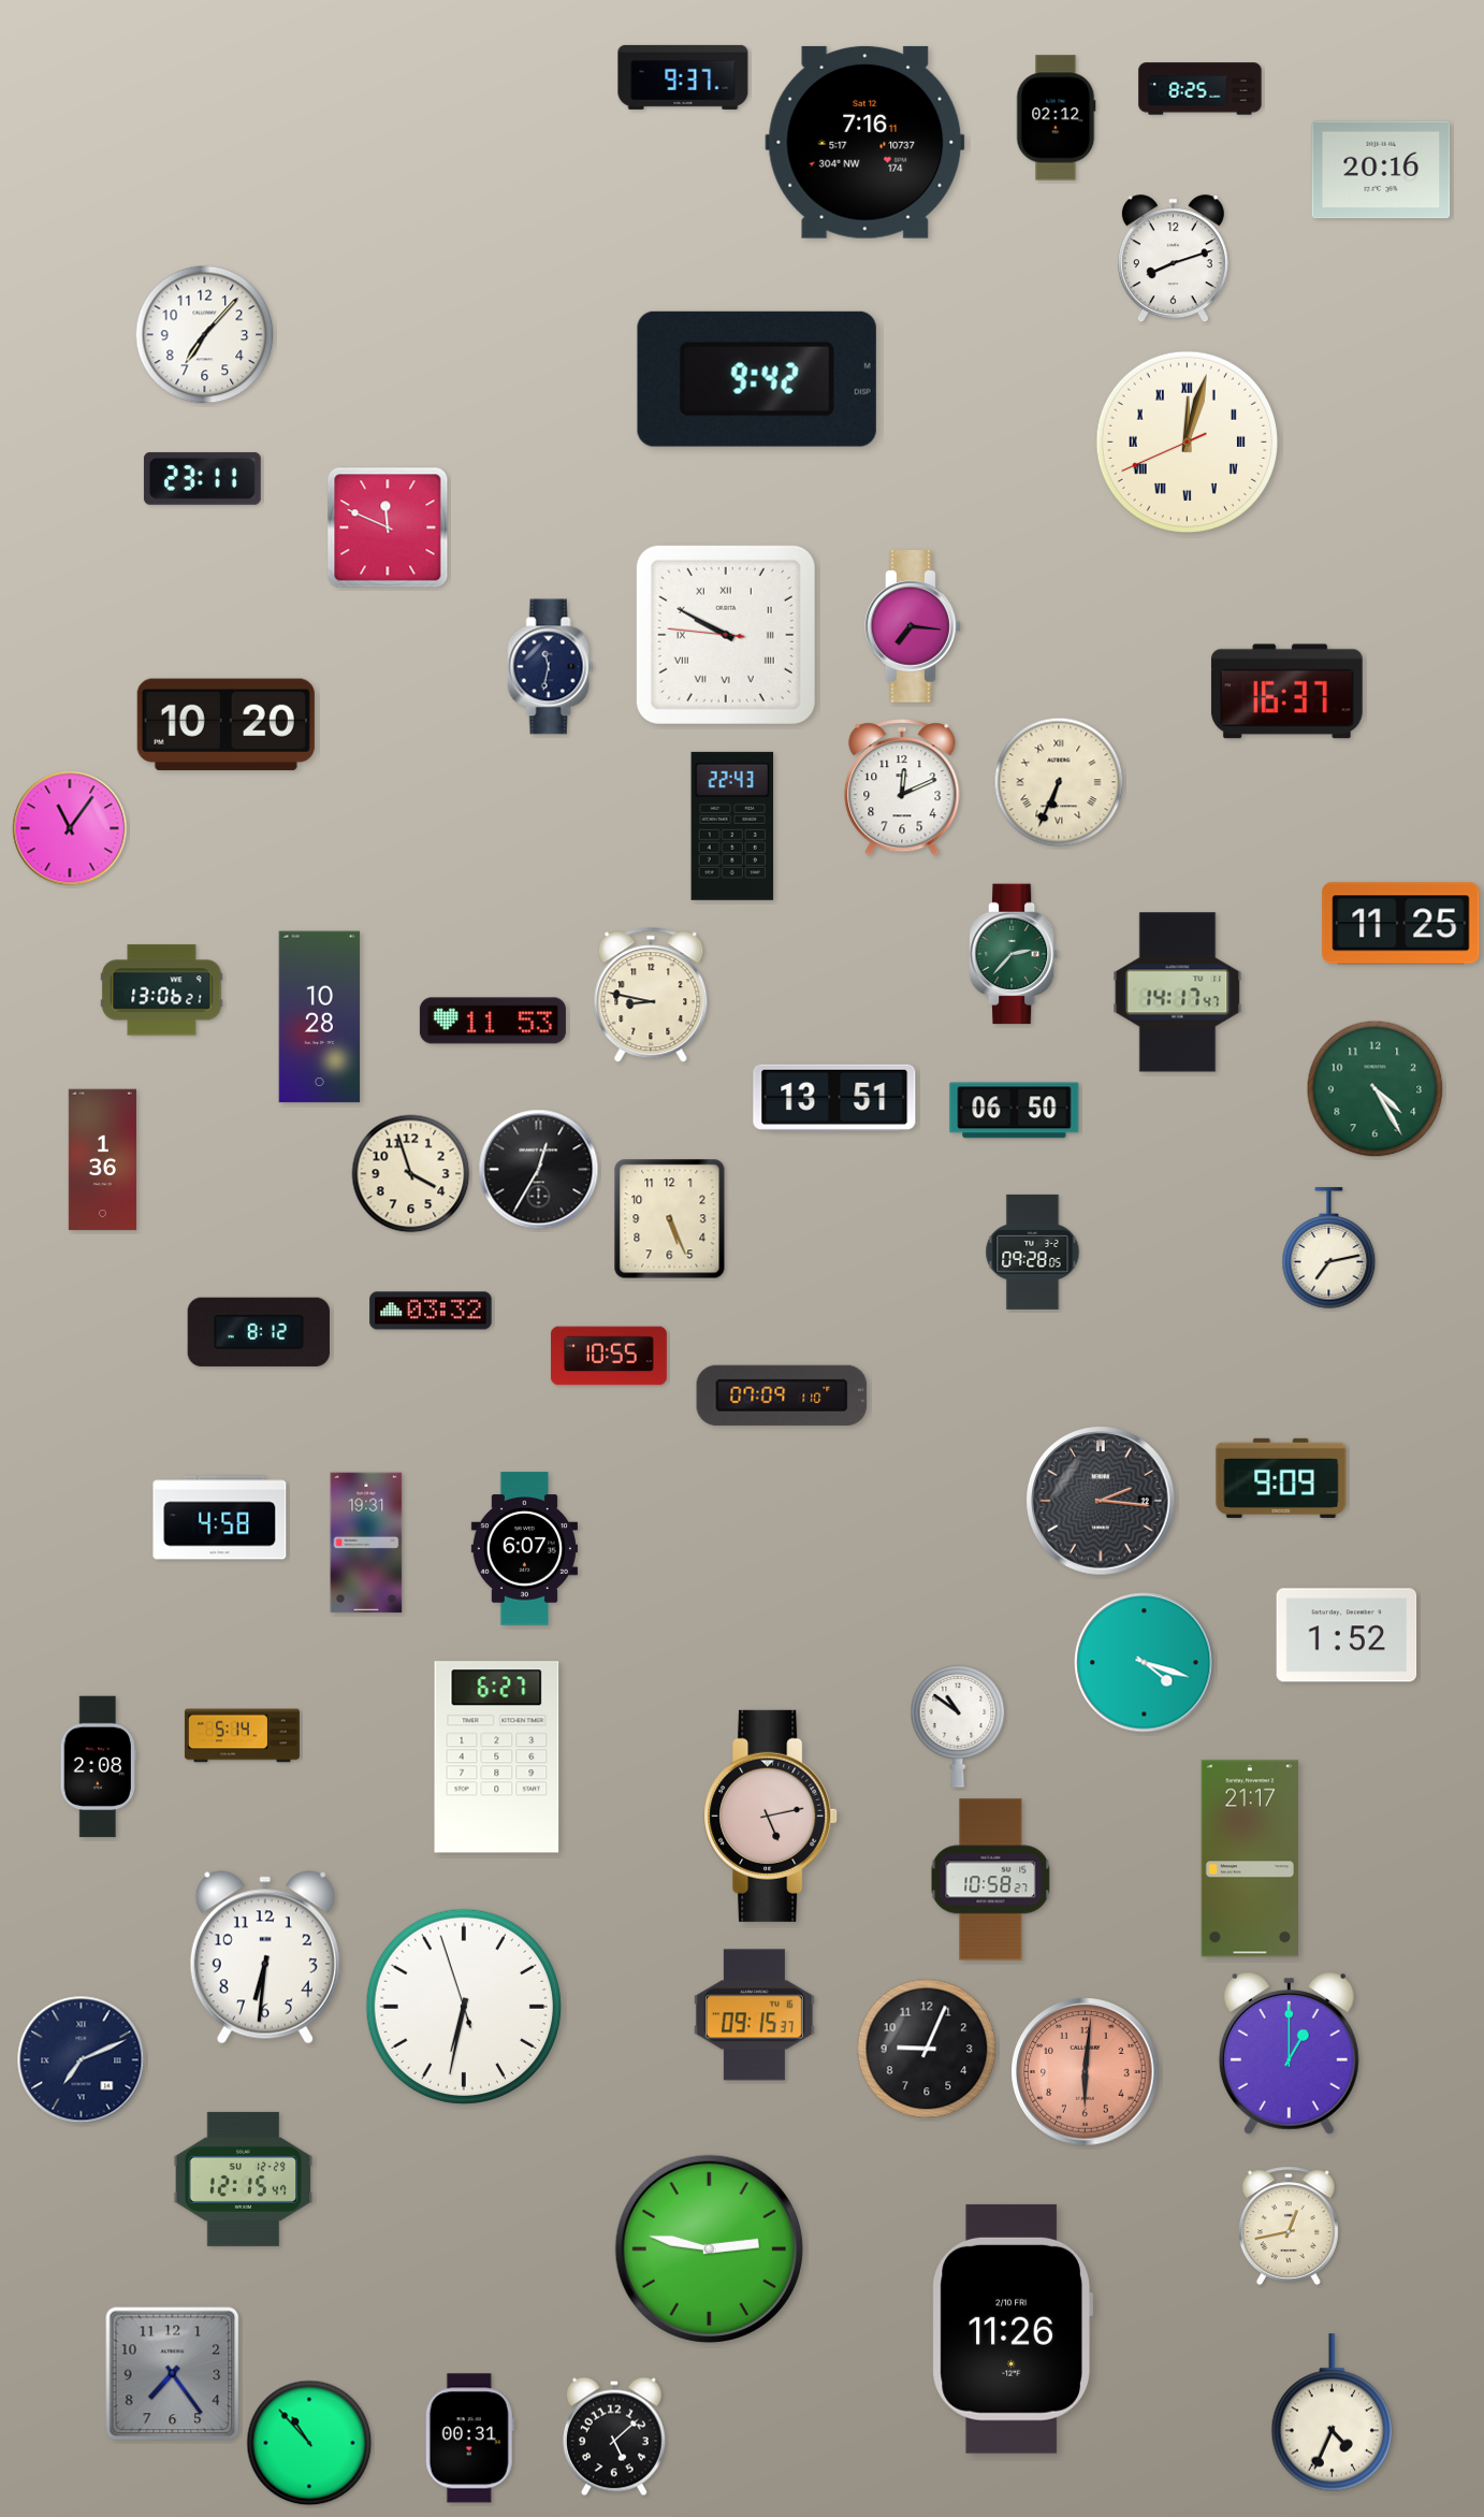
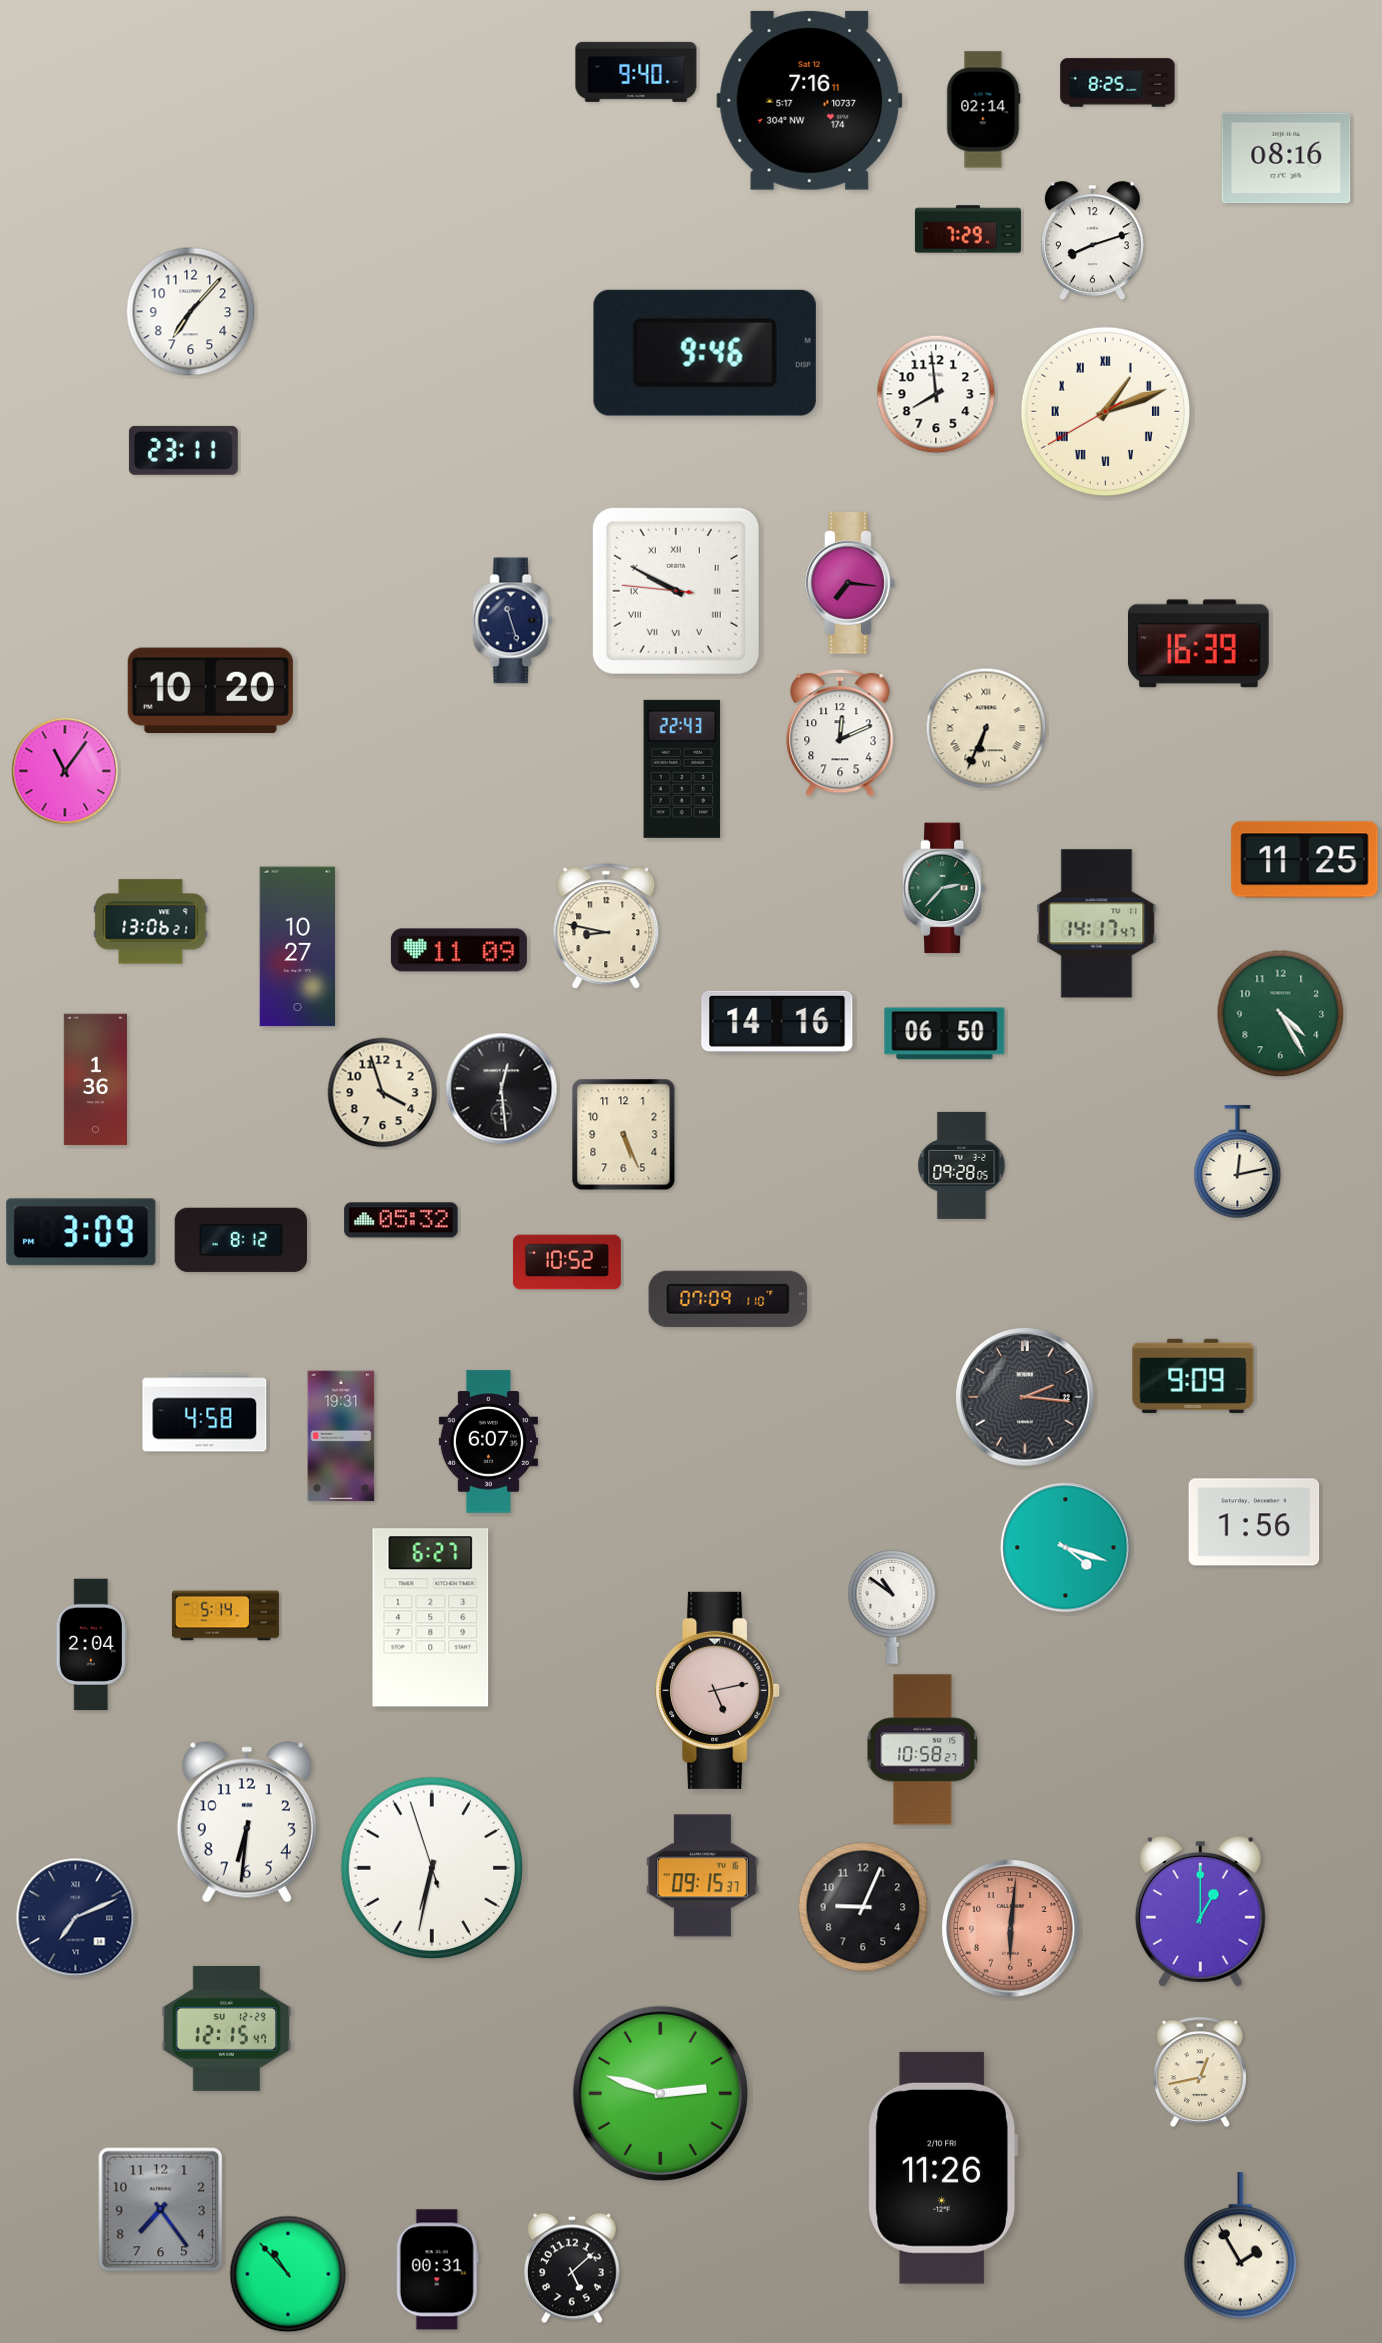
clock at (683, 77): 9:37 -> 9:40
clock at (1057, 118): 02:12 -> 02:14
clock at (865, 142) position: (865, 142) -> (810, 100)
clock at (1381, 170): 20:16 -> 08:16
clock at (968, 229): none -> 7:29
clock at (757, 379): 9:42 -> 9:46
clock at (936, 394): none -> 7:59
clock at (1187, 442): 12:02 -> 1:11
clock at (202, 478) position: (202, 478) -> (183, 450)
clock at (388, 527): 11:49 -> none
clock at (551, 667): 11:32 -> 11:27
clock at (1286, 692): 16:37 -> 16:39
clock at (225, 724) position: (225, 724) -> (210, 690)
clock at (320, 1017): 10:28 -> 10:27
clock at (493, 1021): 11:53 -> 11:09
clock at (834, 1098): 13:51 -> 14:16
clock at (539, 1170): 12:35 -> 12:29
clock at (1329, 1248): 7:13 -> 12:13
clock at (431, 1311): 03:32 -> 05:32
clock at (81, 1232): none -> 3:09
clock at (609, 1356): 10:55 -> 10:52
clock at (1347, 1635): 1:52 -> 1:56
clock at (497, 1757) position: (497, 1757) -> (431, 1618)
clock at (98, 1767): 2:08 -> 2:04
clock at (1249, 1858): 21:17 -> none
clock at (709, 2248): 2:47 -> 2:48
clock at (1333, 2413): 4:34 -> 1:55
